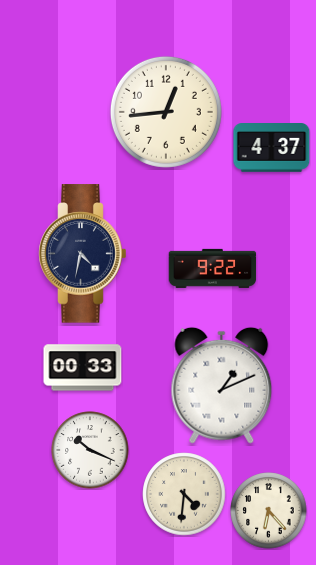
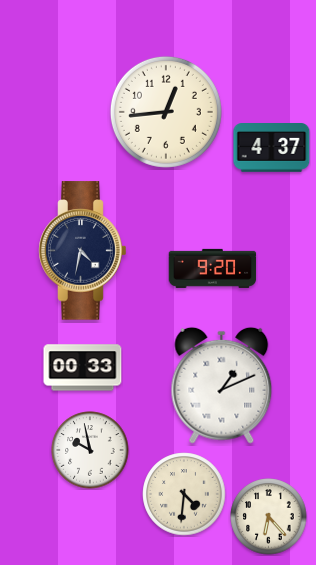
clock at (83, 254) position: (83, 254) -> (83, 251)
clock at (213, 268): 9:22 -> 9:20
clock at (90, 450): 10:19 -> 9:58
clock at (269, 511) position: (269, 511) -> (269, 517)
